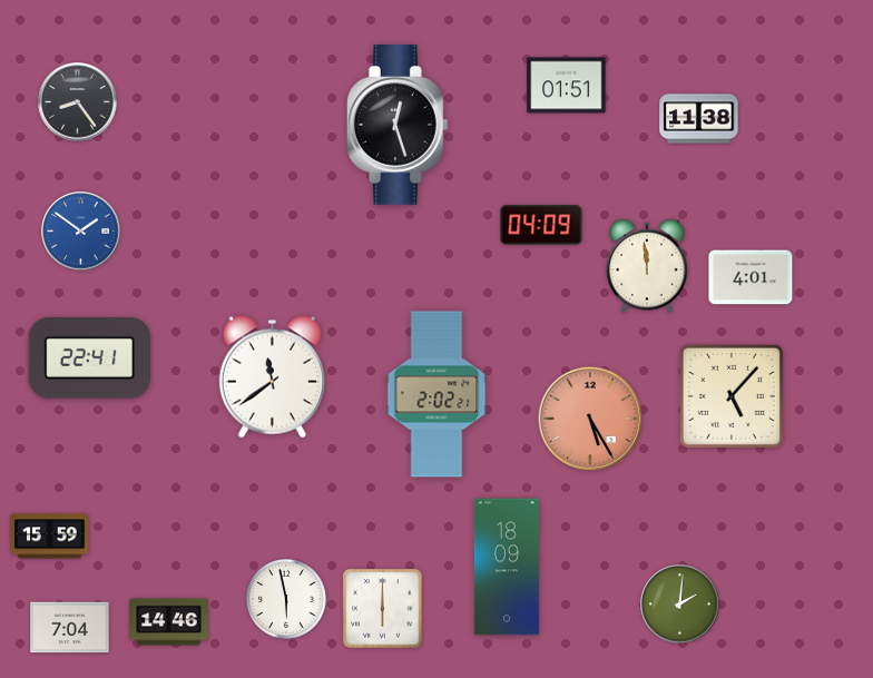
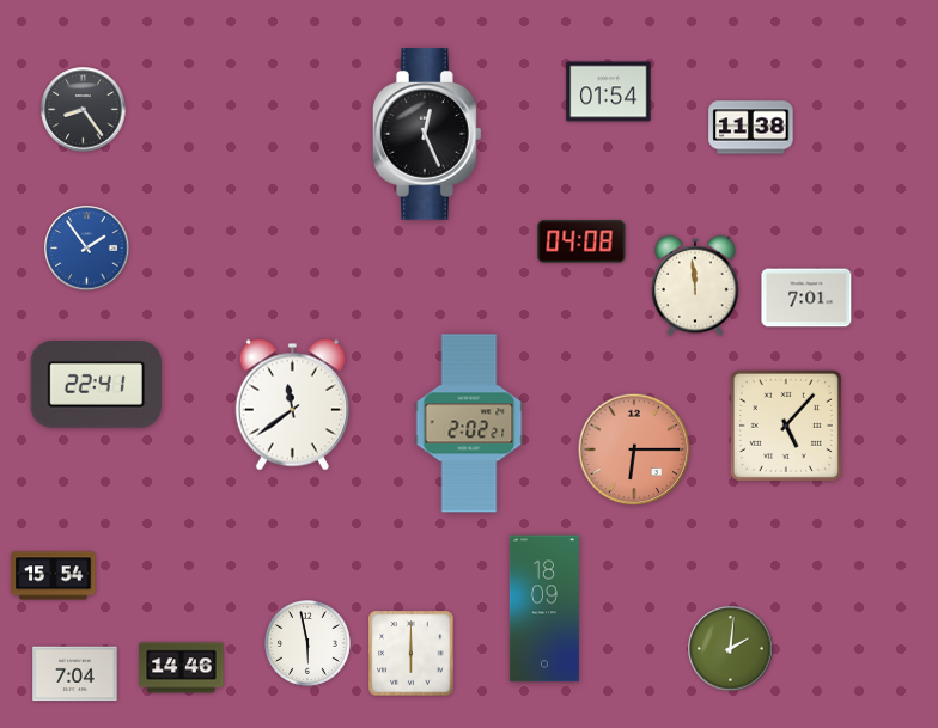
clock at (567, 86): 01:51 -> 01:54
clock at (398, 126): 12:27 -> 12:26
clock at (541, 225): 04:09 -> 04:08
clock at (81, 232): 1:51 -> 1:54
clock at (751, 277): 4:01 -> 7:01
clock at (590, 419): 5:25 -> 6:15
clock at (50, 537): 15:59 -> 15:54
